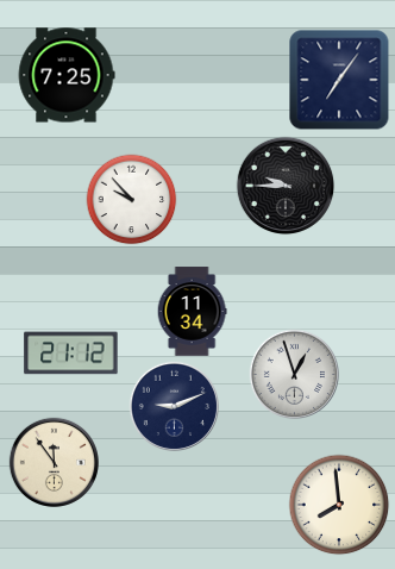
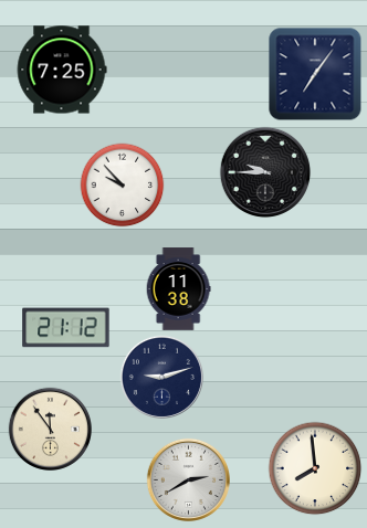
clock at (192, 312): 11:34 -> 11:38
clock at (294, 374): 12:57 -> none
clock at (174, 406): 9:11 -> 9:12
clock at (188, 479): none -> 2:40
